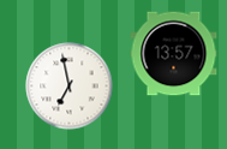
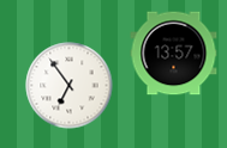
clock at (70, 87): 6:58 -> 6:54
